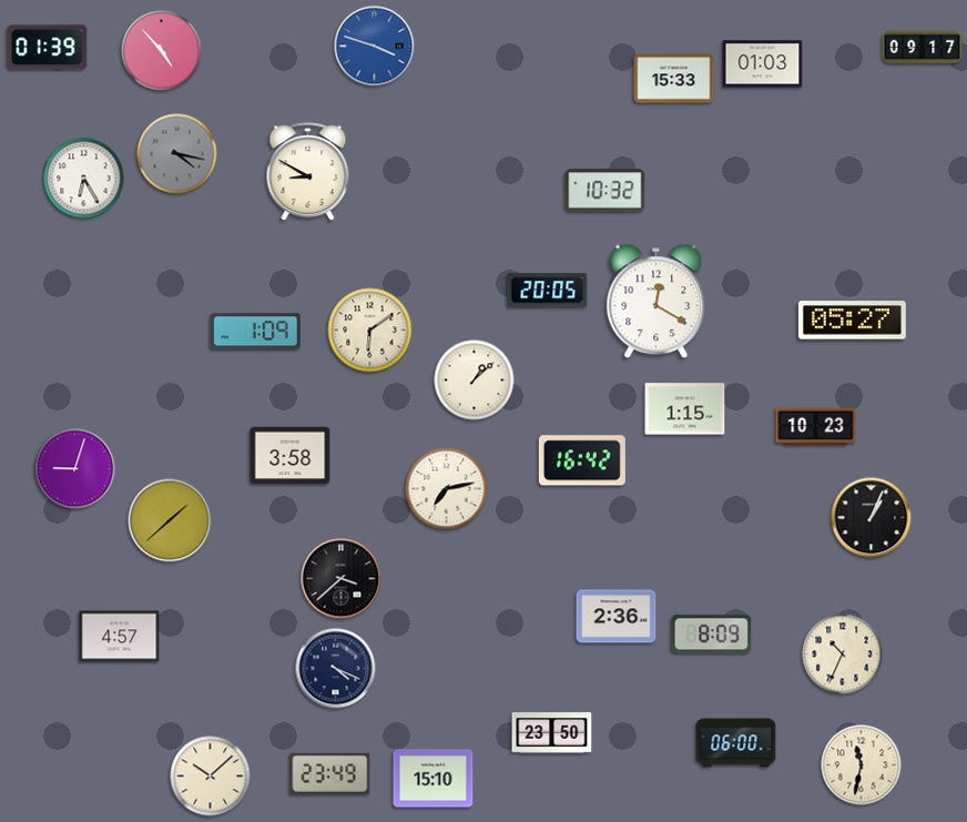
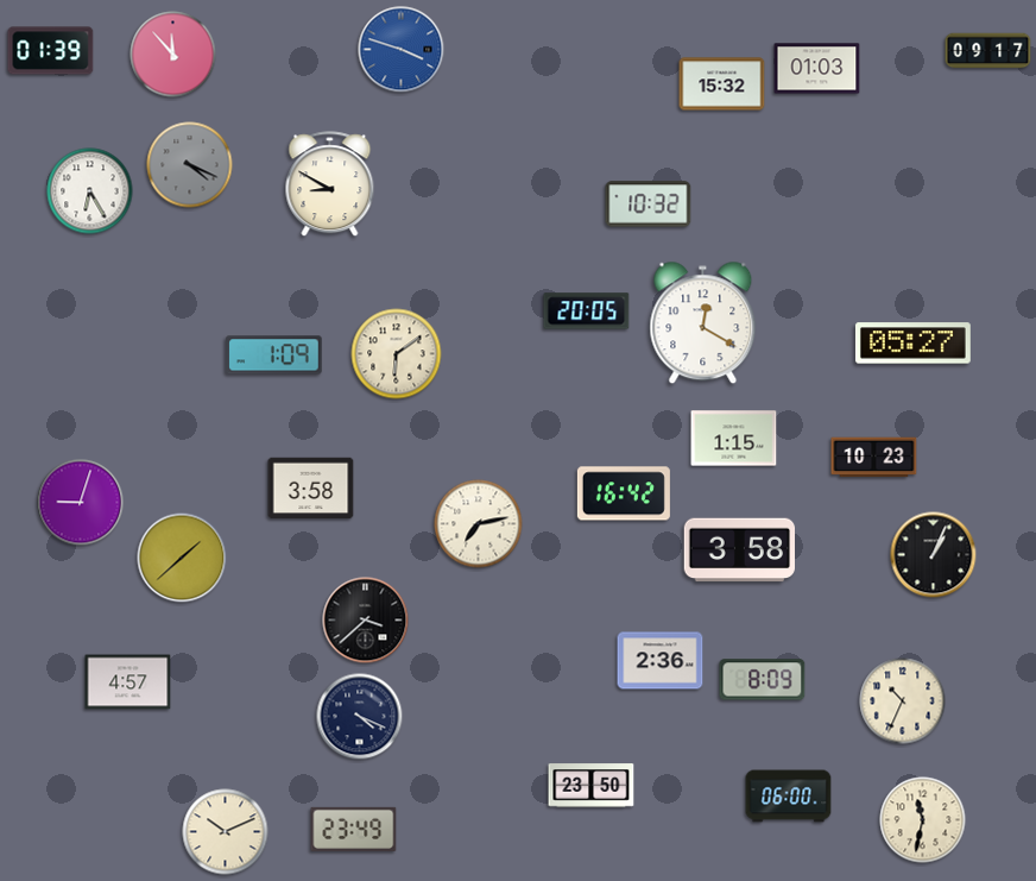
clock at (162, 51): 4:53 -> 11:53
clock at (674, 79): 15:33 -> 15:32
clock at (177, 154): 4:17 -> 4:19
clock at (475, 380): 1:08 -> none
clock at (740, 550): none -> 3:58
clock at (211, 777): 10:08 -> 10:11
clock at (434, 779): 15:10 -> none
